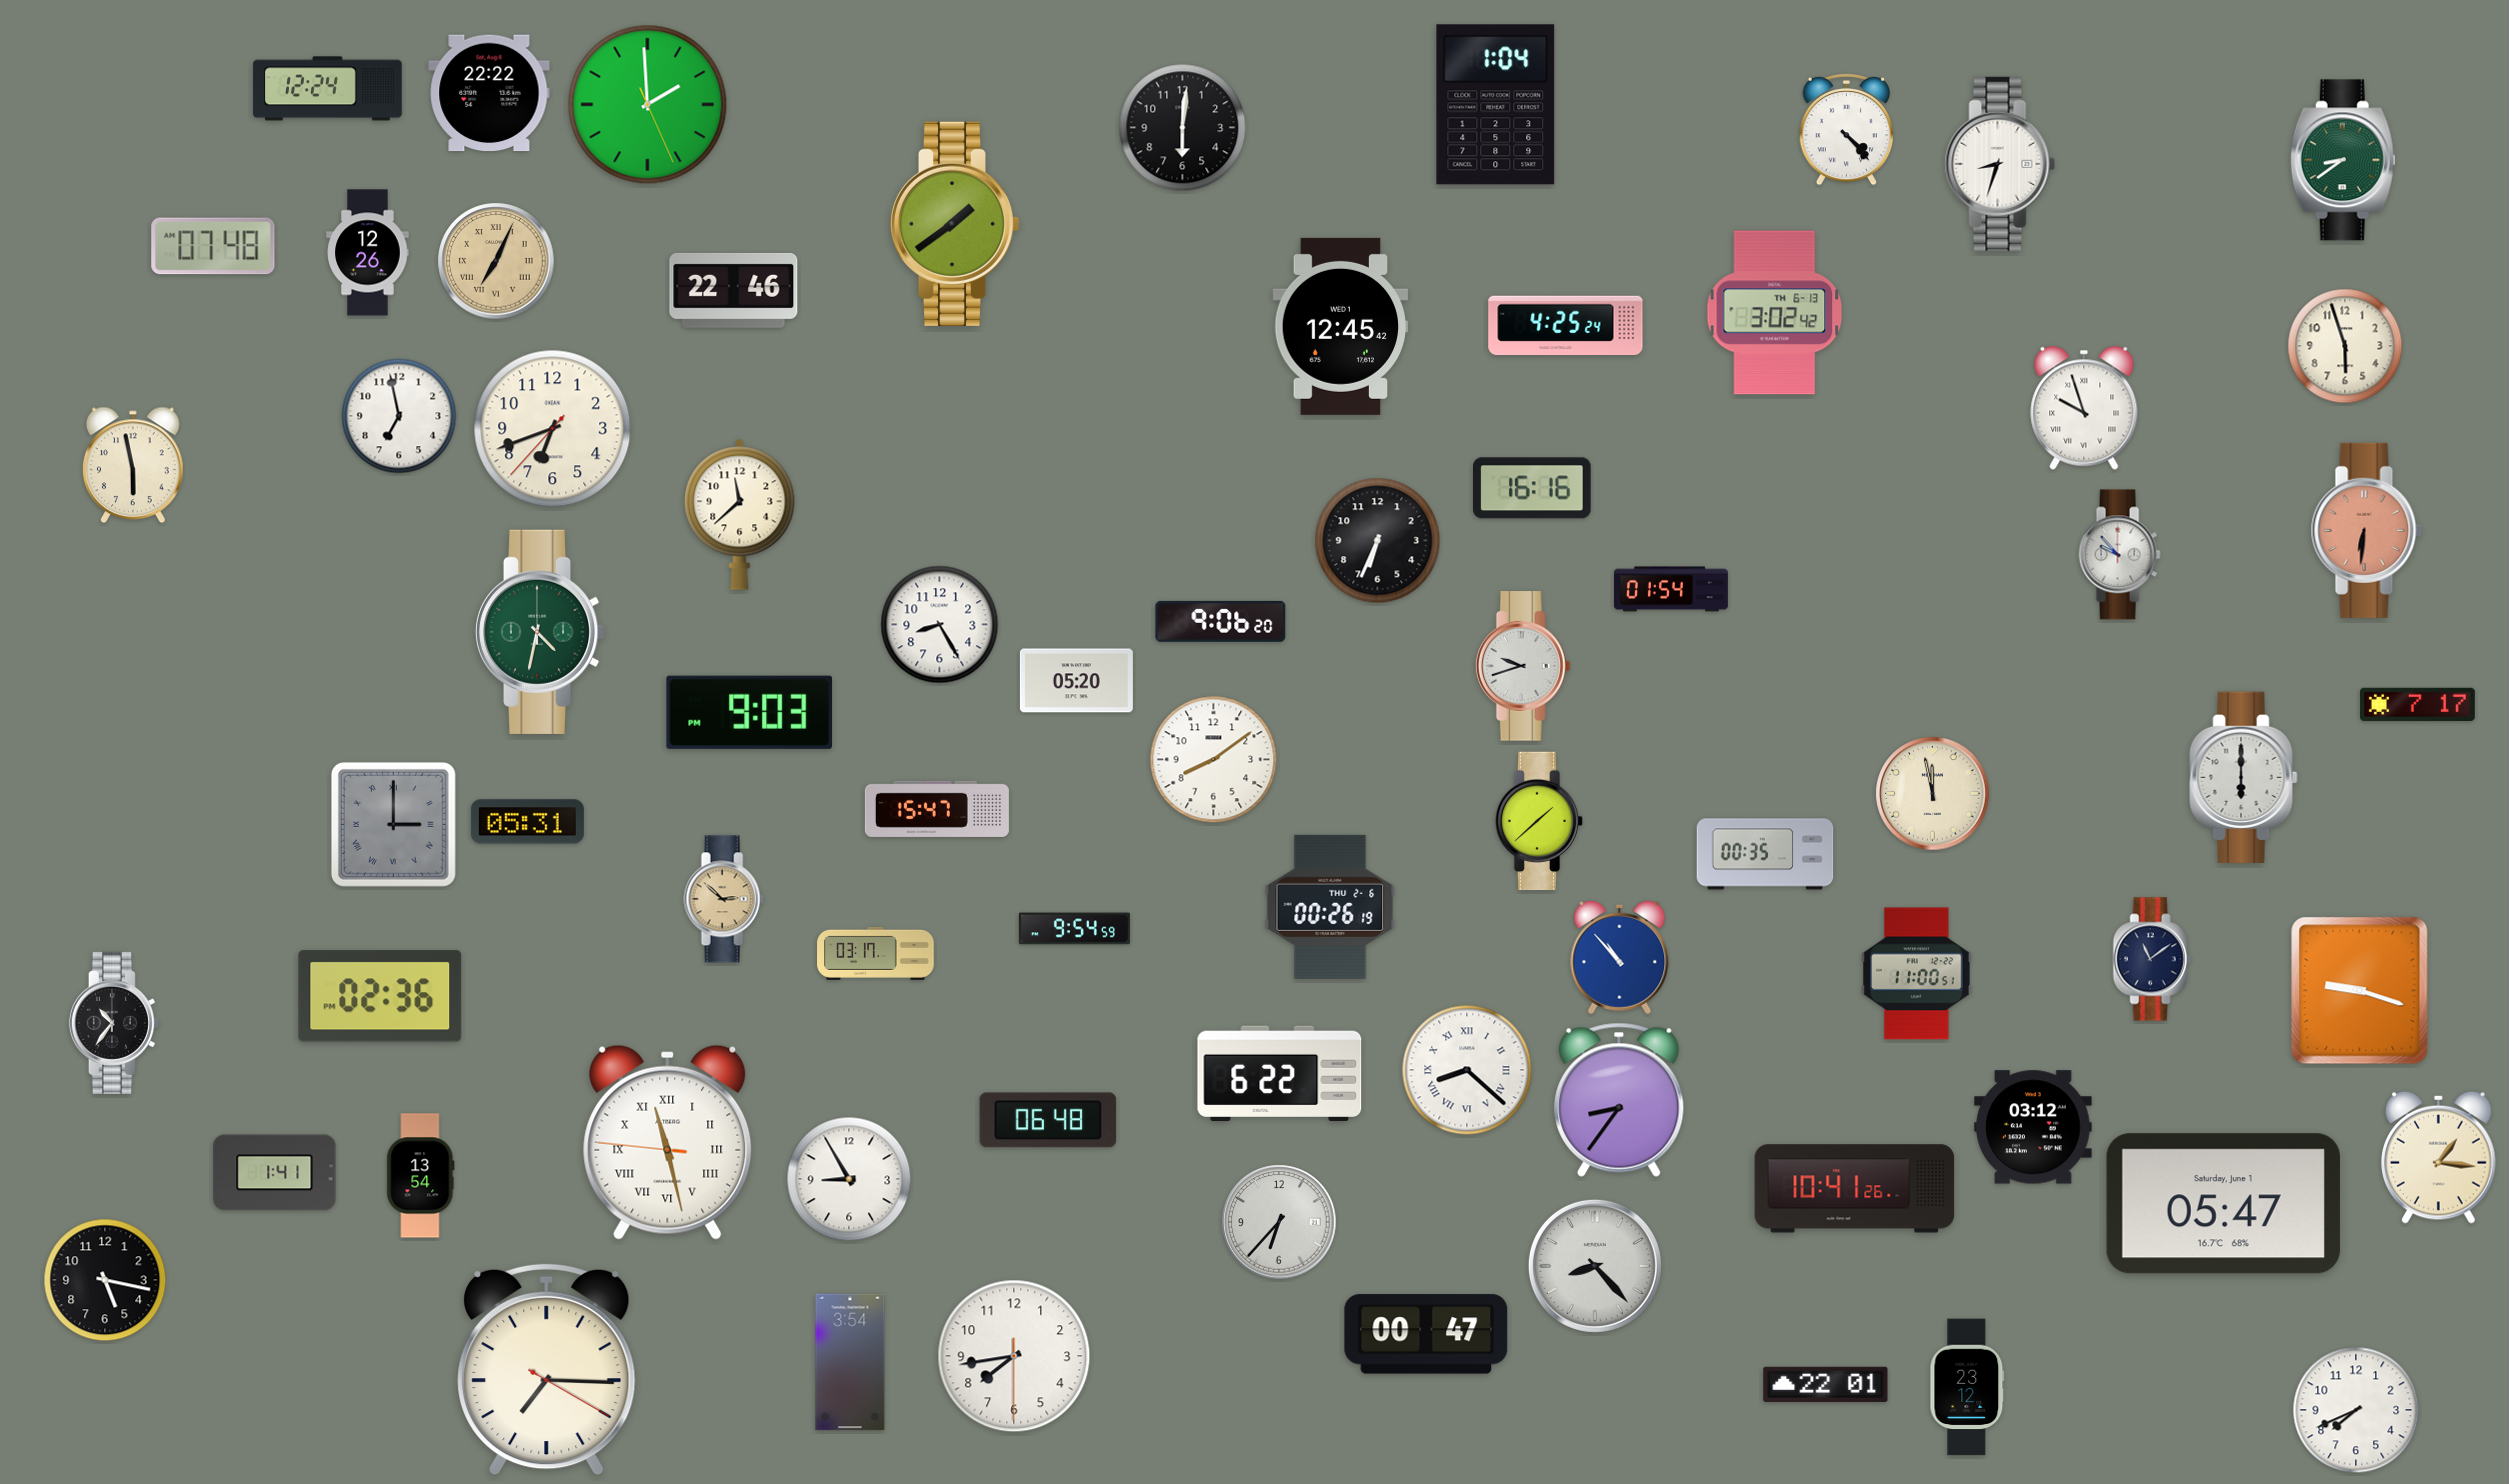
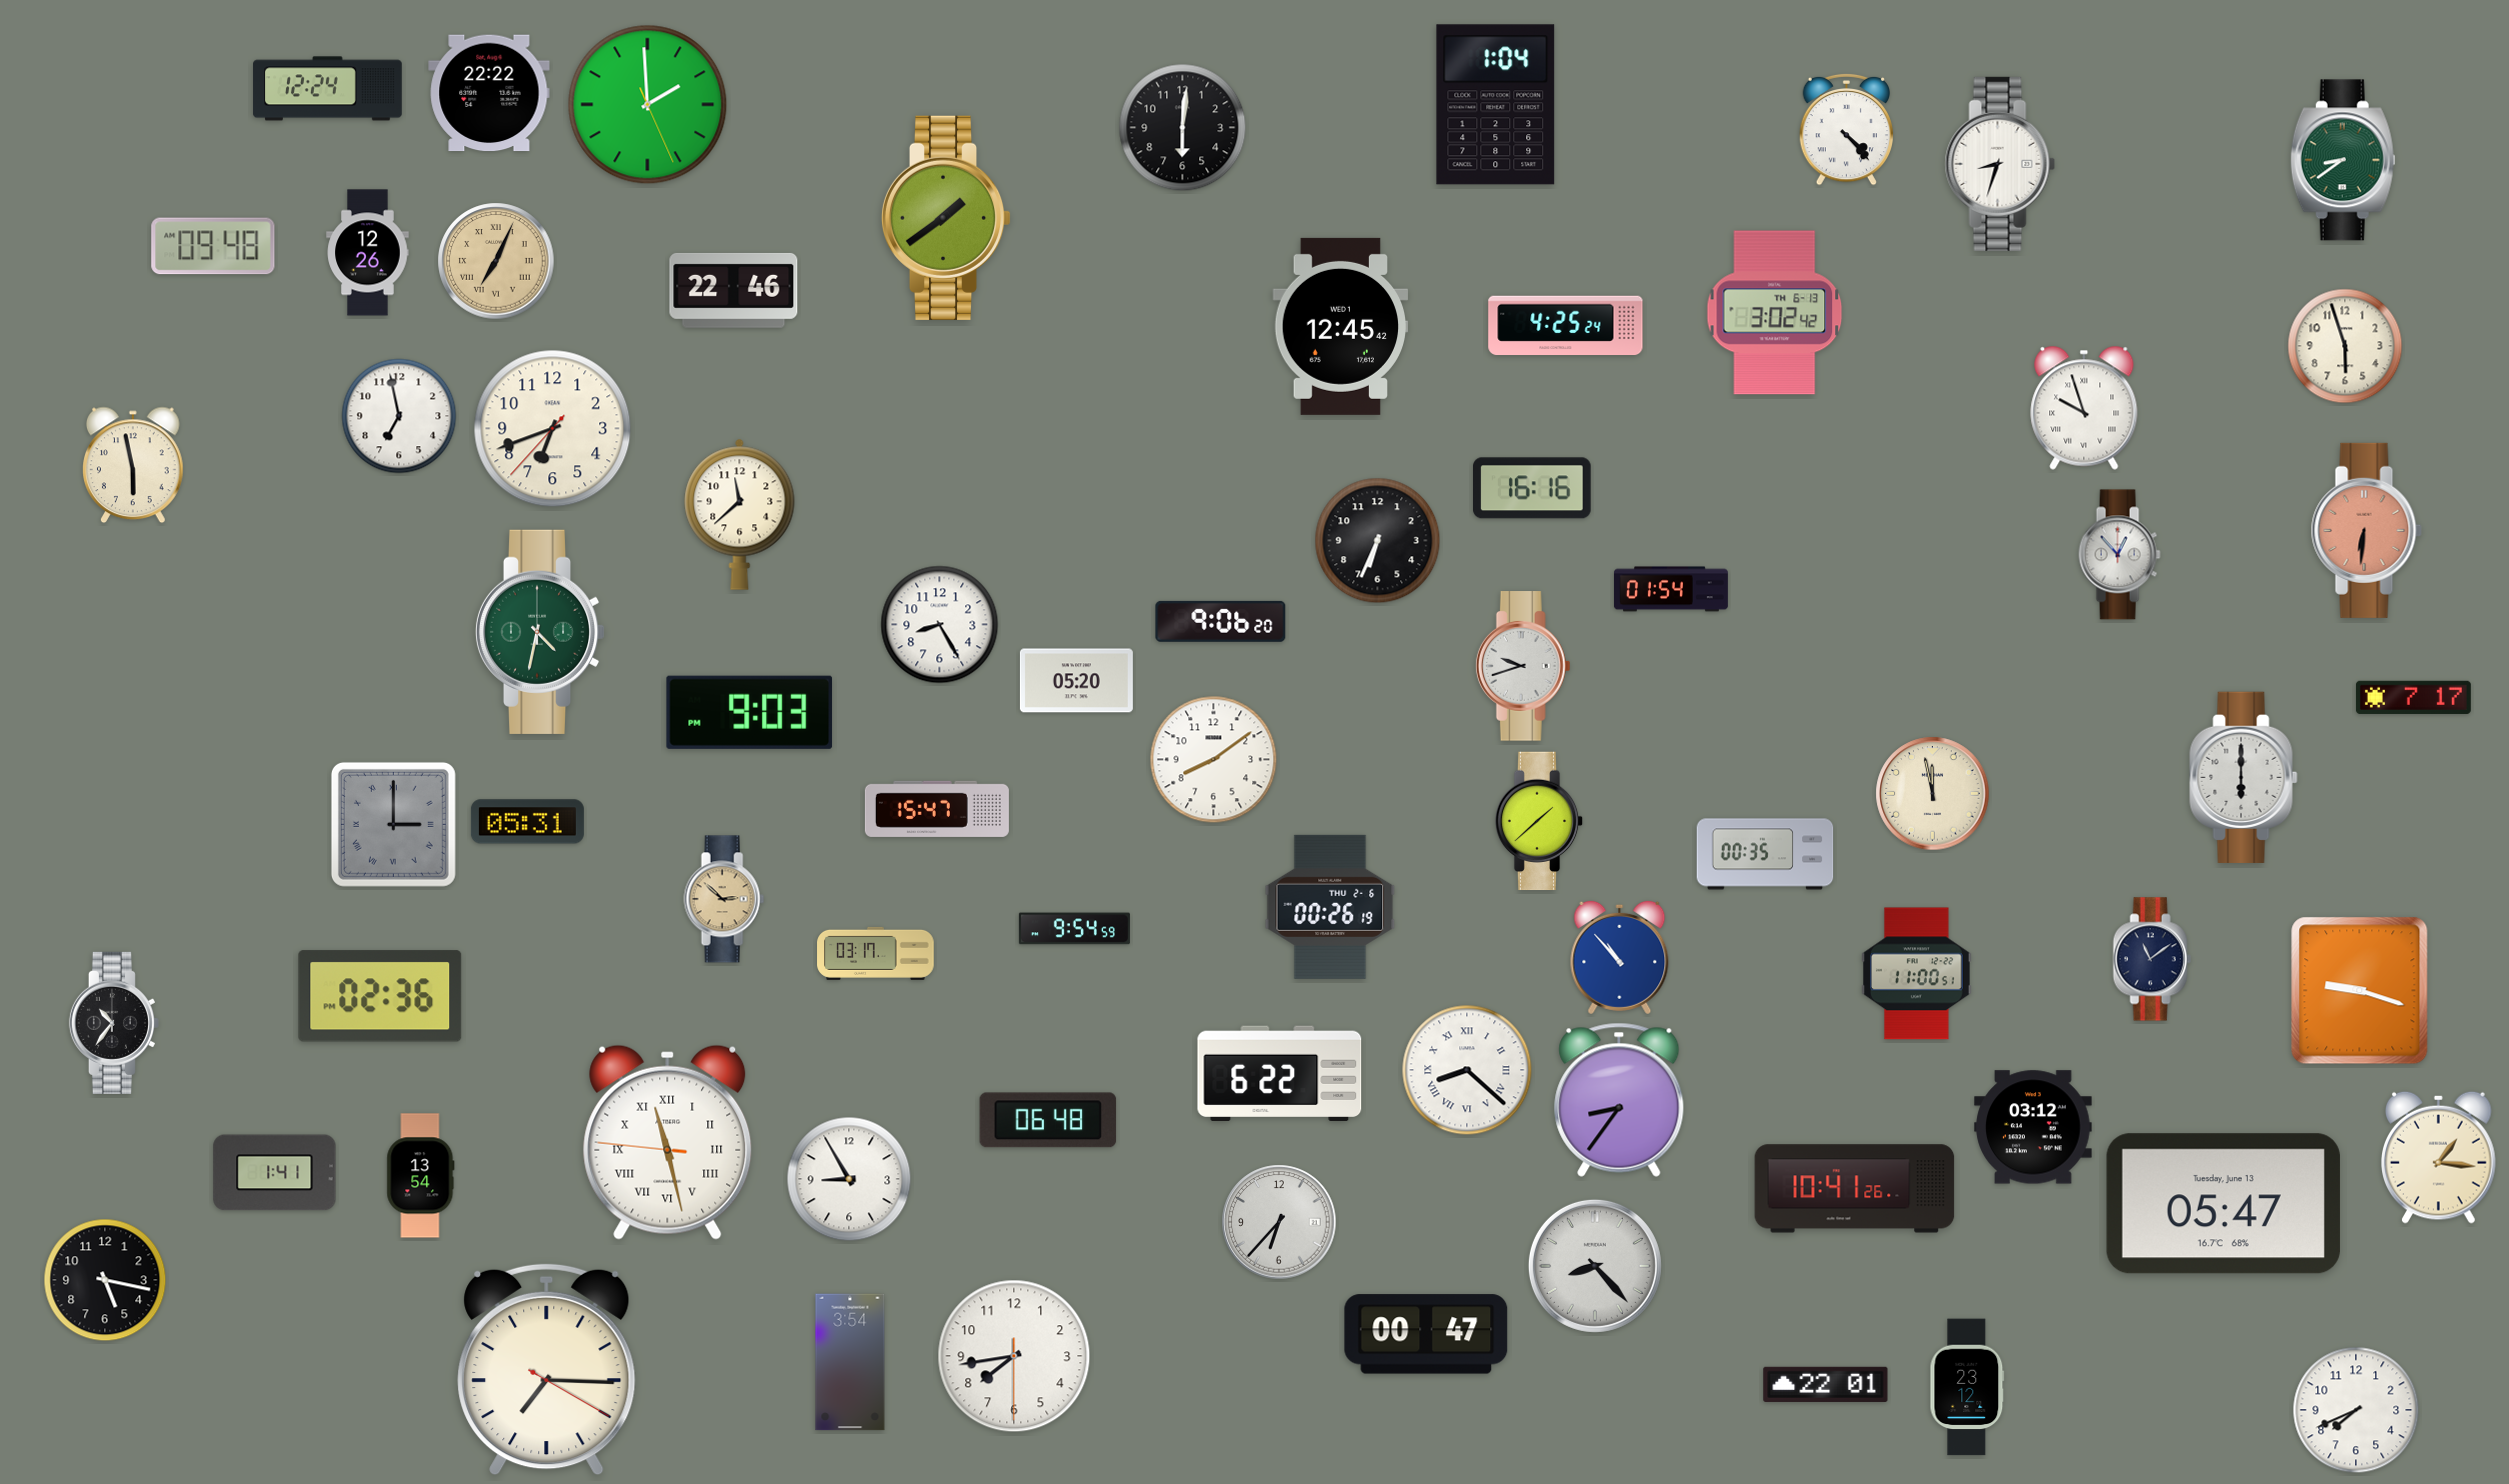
clock at (955, 224) position: (955, 224) -> (946, 218)
clock at (213, 246): 07:48 -> 09:48
clock at (2119, 555): 9:53 -> 12:53
clock at (2417, 704) position: (2417, 704) -> (2413, 697)
clock at (2223, 1204) date: Saturday, June 1 -> Tuesday, June 13
